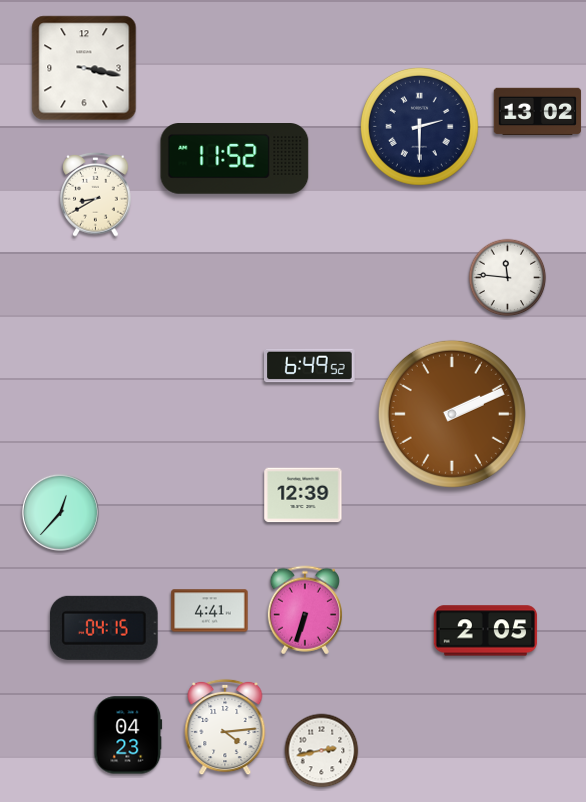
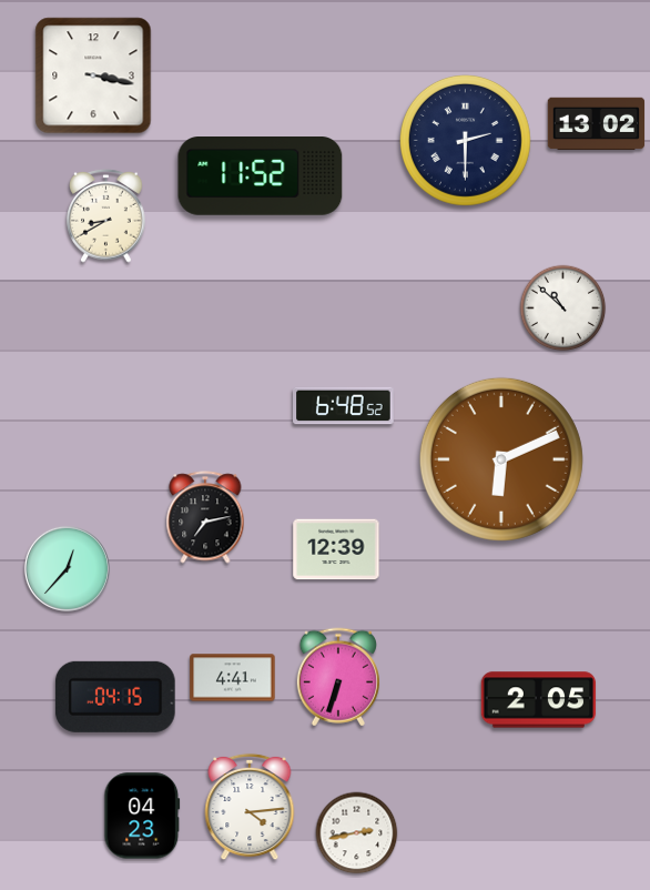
clock at (508, 278): 11:46 -> 10:52
clock at (310, 366): 6:49 -> 6:48
clock at (452, 414): 2:11 -> 6:11
clock at (205, 517): none -> 7:13
